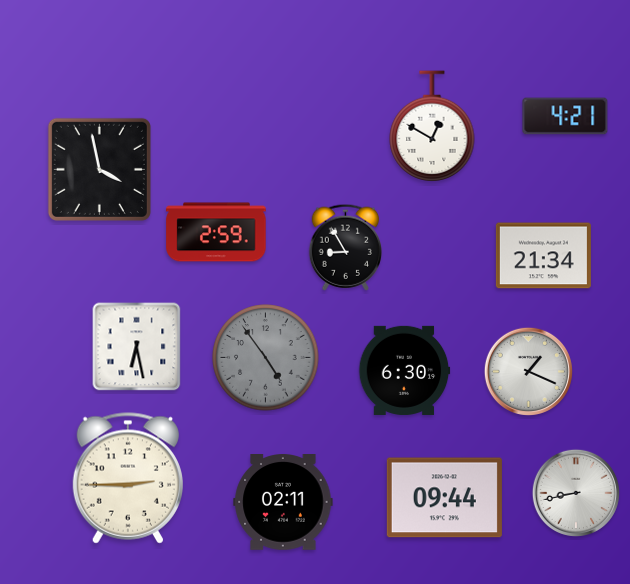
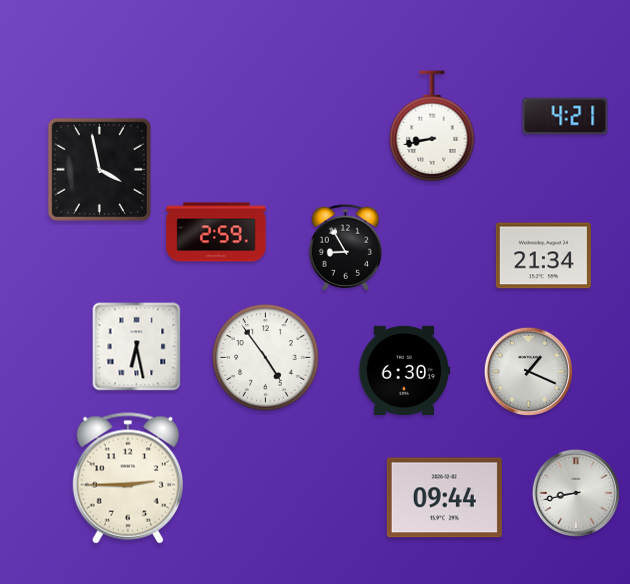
clock at (432, 126): 12:50 -> 8:43
clock at (266, 358) dial: grey -> white
clock at (283, 503): 02:11 -> none
